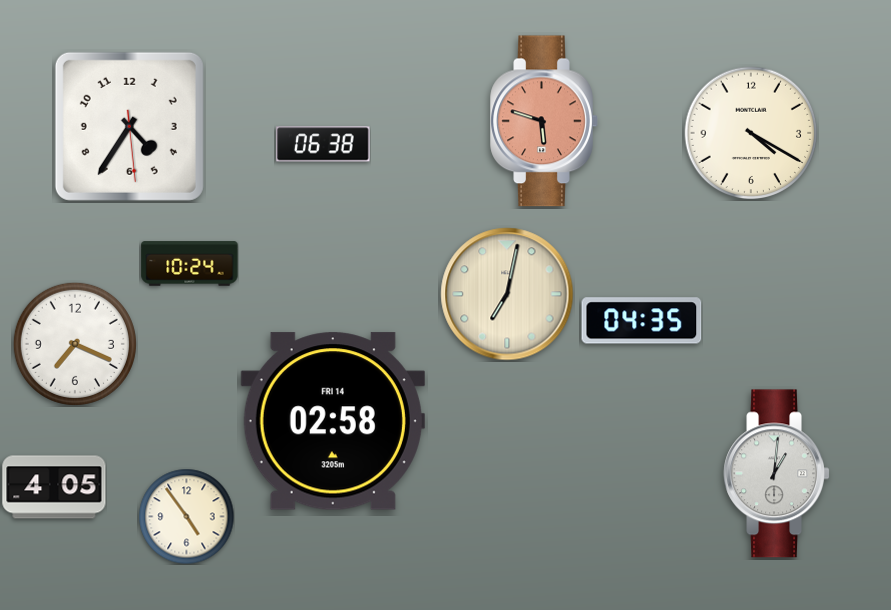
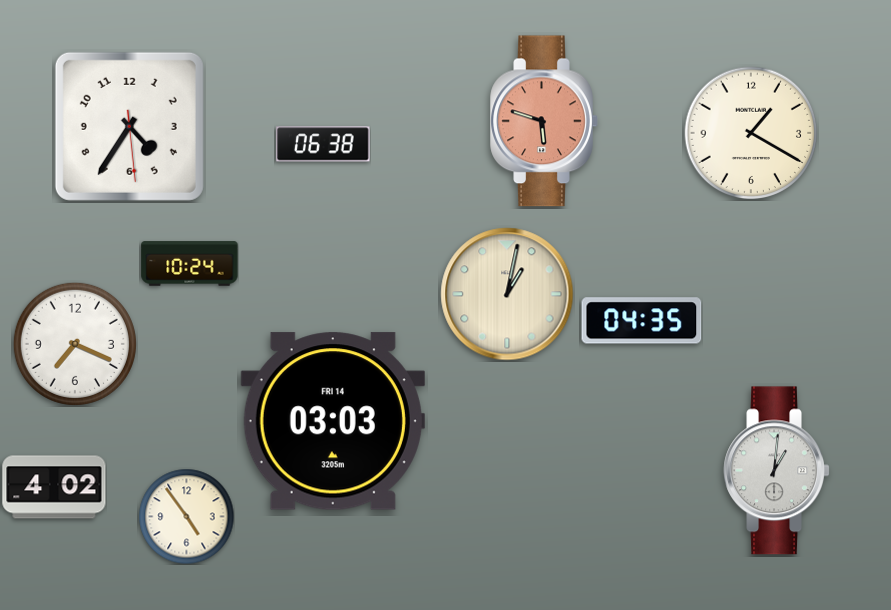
clock at (751, 133): 4:20 -> 1:20
clock at (507, 294): 7:02 -> 1:02
clock at (333, 421): 02:58 -> 03:03
clock at (776, 474) position: (776, 474) -> (776, 471)
clock at (54, 487): 4:05 -> 4:02
